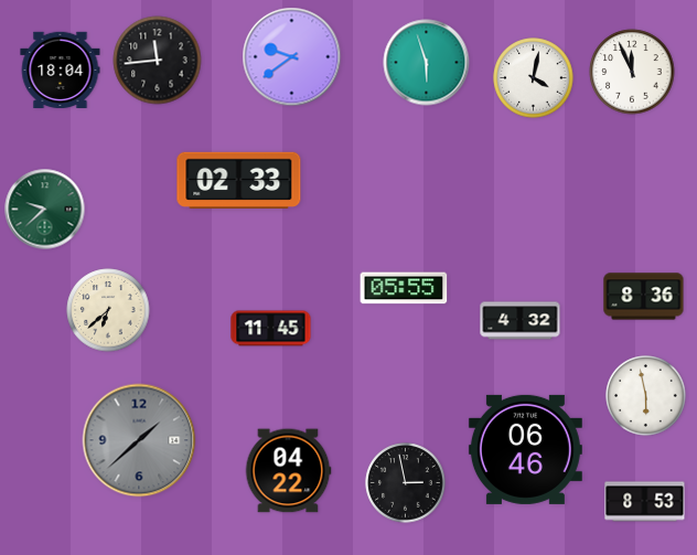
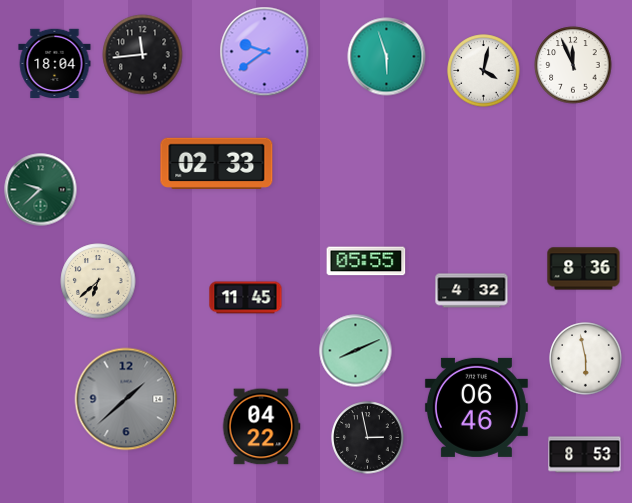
clock at (356, 351): none -> 8:11
